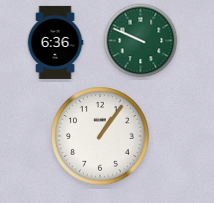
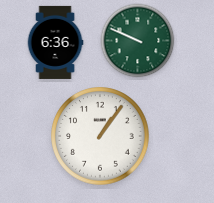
clock at (141, 41) position: (141, 41) -> (138, 41)
